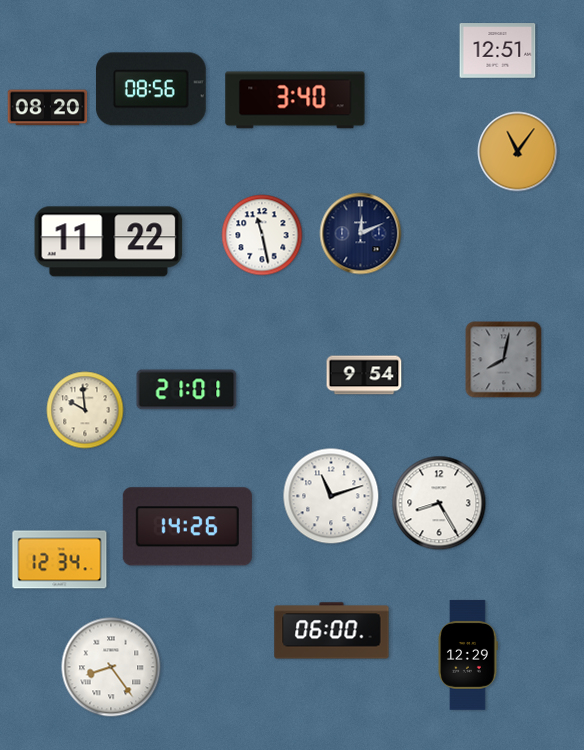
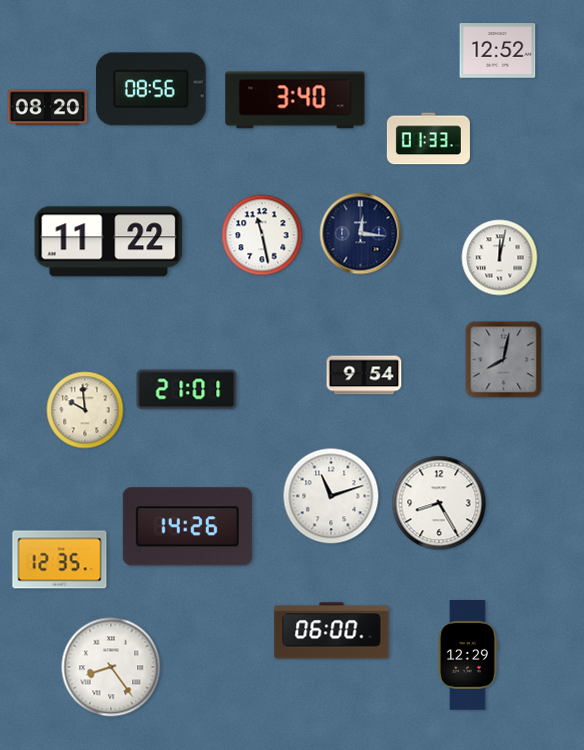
clock at (498, 51): 12:51 -> 12:52
clock at (428, 139): none -> 01:33
clock at (518, 152): 11:06 -> none
clock at (361, 234): 12:11 -> 12:16
clock at (500, 258): none -> 12:02
clock at (60, 560): 12:34 -> 12:35
